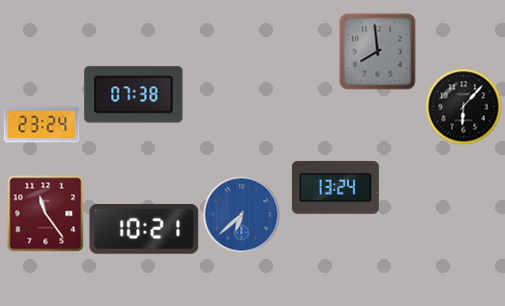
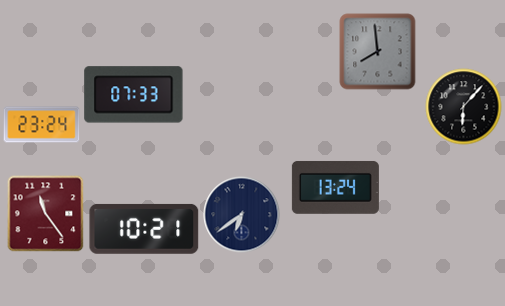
clock at (134, 95): 07:38 -> 07:33
clock at (242, 215): 6:38 -> 6:39
clock at (242, 215) dial: blue -> navy
